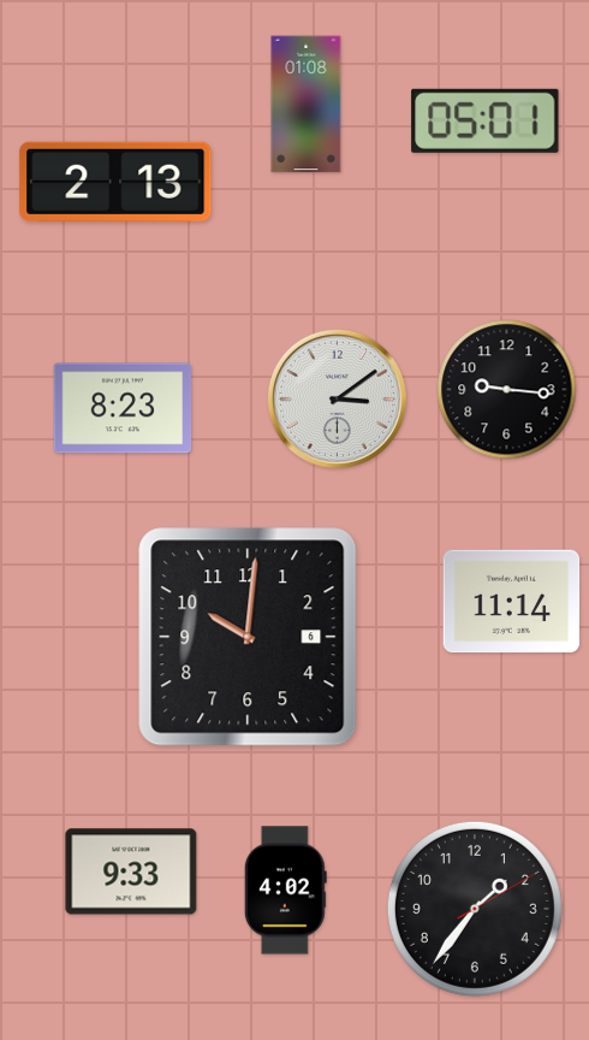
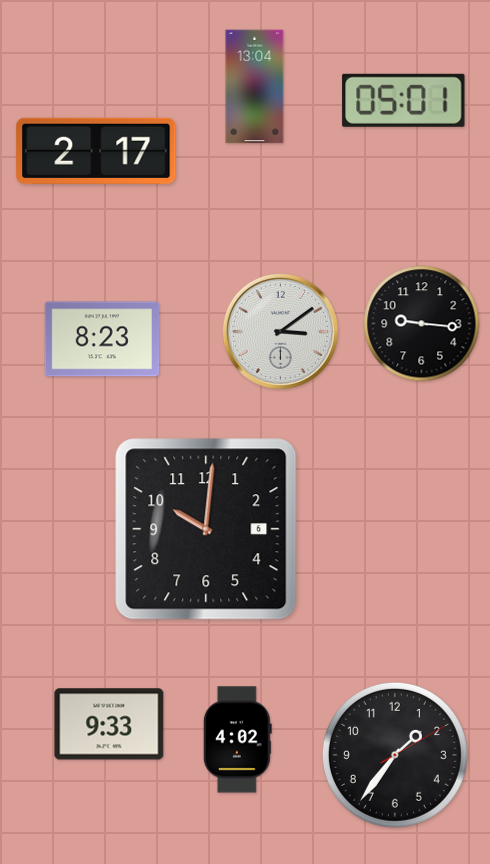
clock at (307, 105): 01:08 -> 13:04
clock at (115, 182): 2:13 -> 2:17
clock at (512, 602): 11:14 -> none
